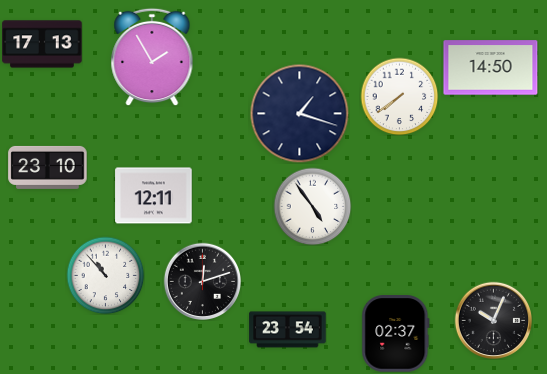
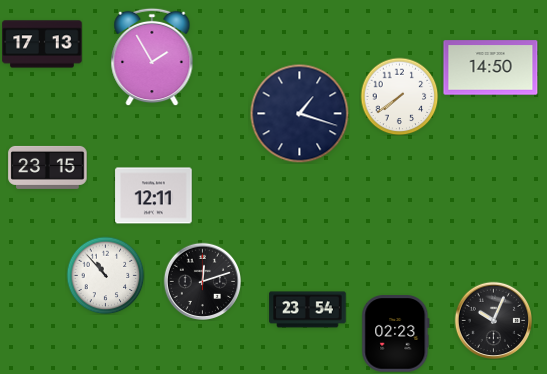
clock at (48, 167): 23:10 -> 23:15
clock at (312, 206): 4:54 -> none
clock at (288, 330) position: (288, 330) -> (308, 310)
clock at (396, 334): 02:37 -> 02:23
